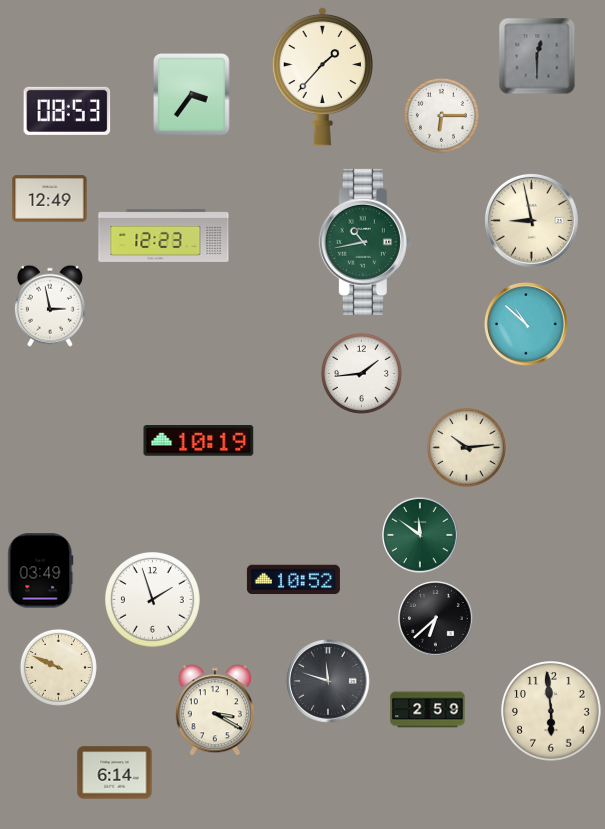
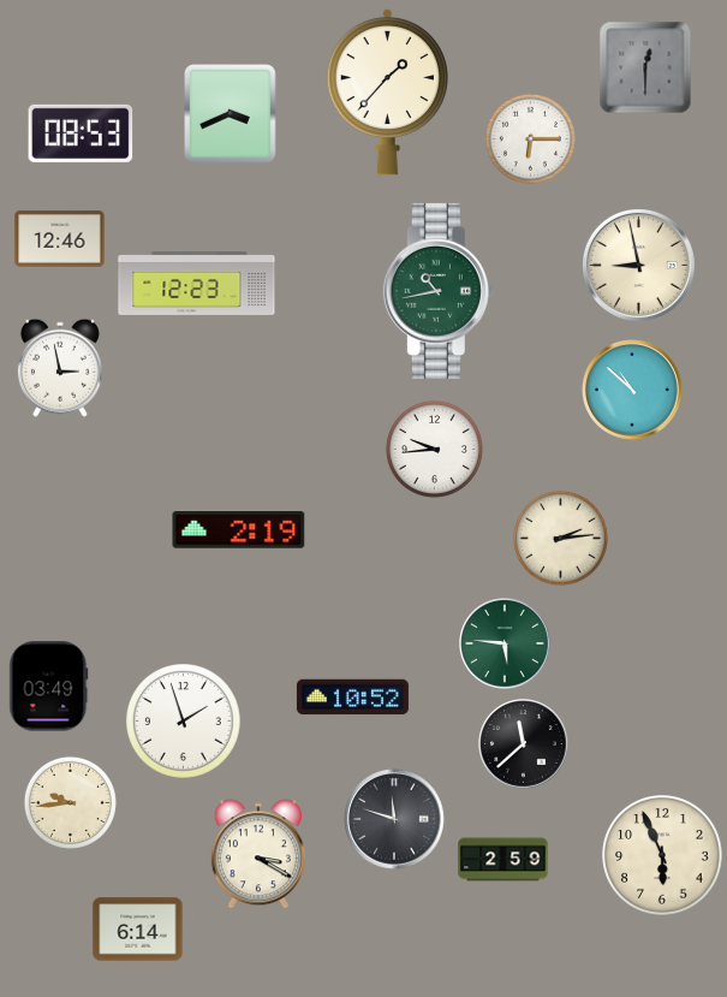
clock at (192, 95): 3:36 -> 3:41
clock at (50, 199): 12:49 -> 12:46
clock at (361, 373): 1:44 -> 9:44
clock at (199, 441): 10:19 -> 2:19
clock at (466, 447): 10:14 -> 2:14
clock at (420, 535): 11:51 -> 5:46
clock at (436, 619): 6:38 -> 11:38
clock at (58, 667): 9:49 -> 9:44
clock at (428, 710) position: (428, 710) -> (503, 860)
clock at (551, 711): 5:59 -> 5:56
